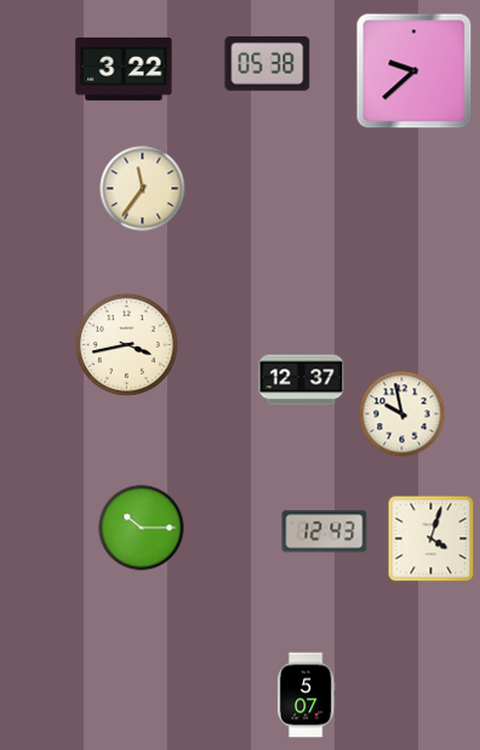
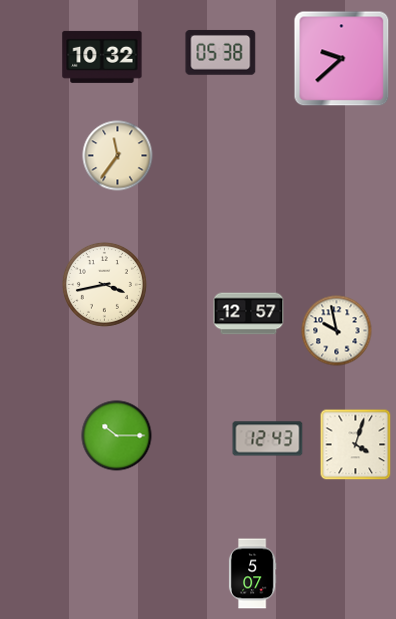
clock at (124, 69): 3:22 -> 10:32
clock at (302, 380): 12:37 -> 12:57
clock at (402, 414) position: (402, 414) -> (337, 331)
